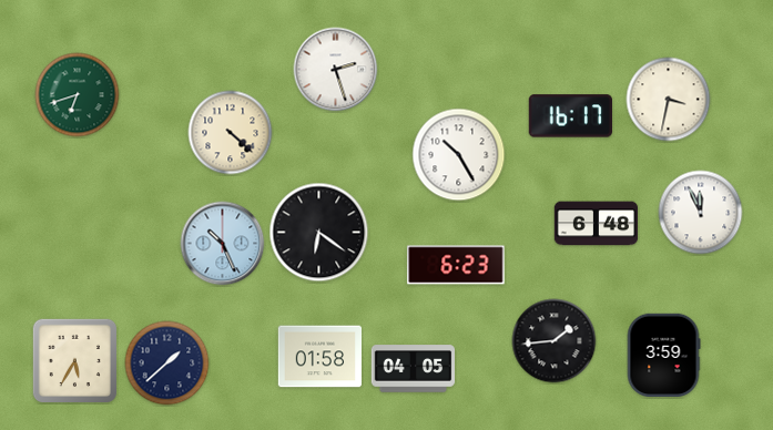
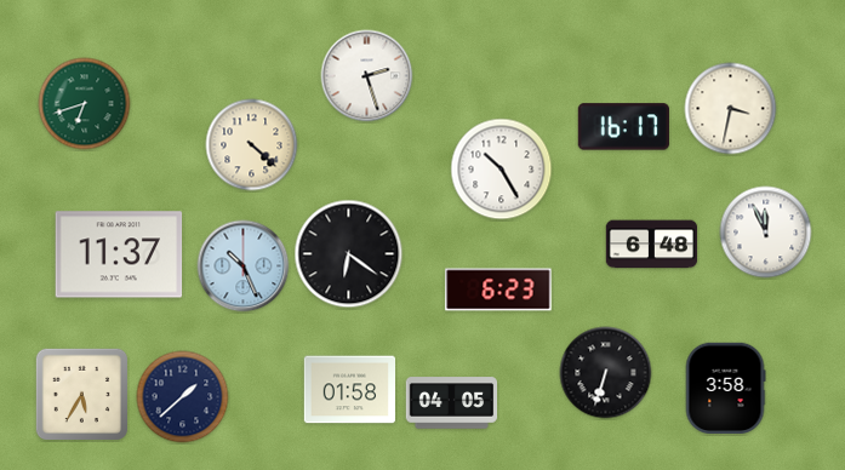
clock at (119, 254): none -> 11:37
clock at (555, 341): 1:44 -> 6:33
clock at (663, 355): 3:59 -> 3:58
